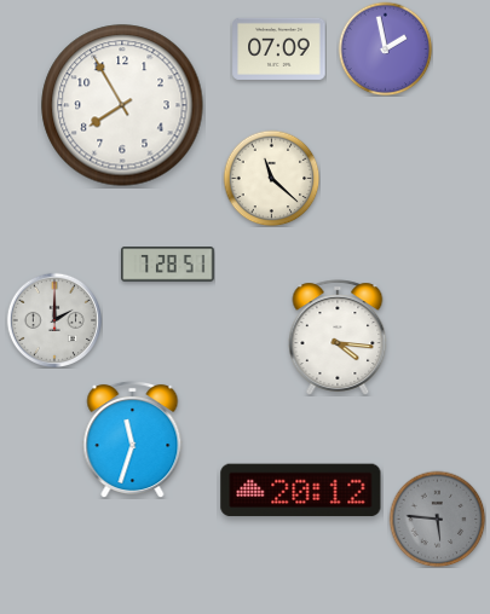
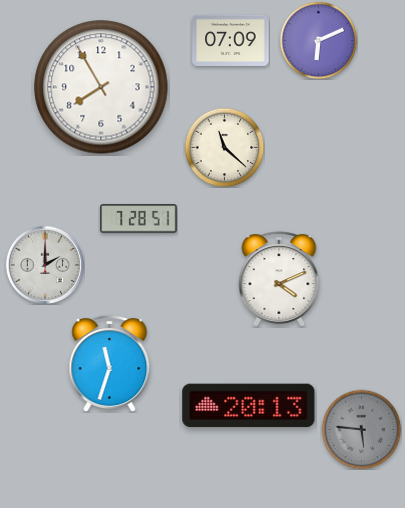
clock at (385, 48): 1:58 -> 6:11
clock at (338, 337): 4:16 -> 4:11
clock at (301, 491): 20:12 -> 20:13
